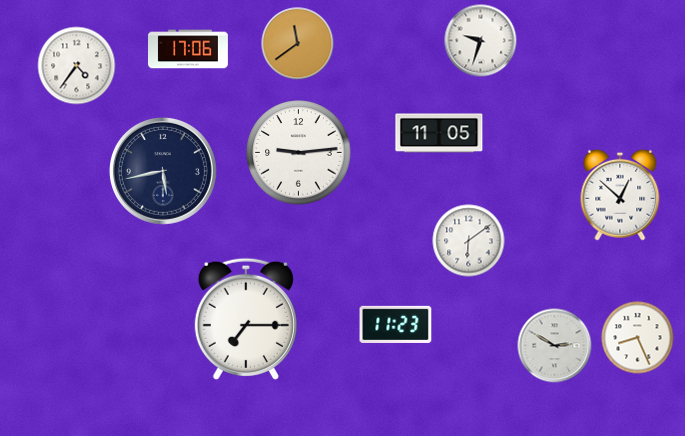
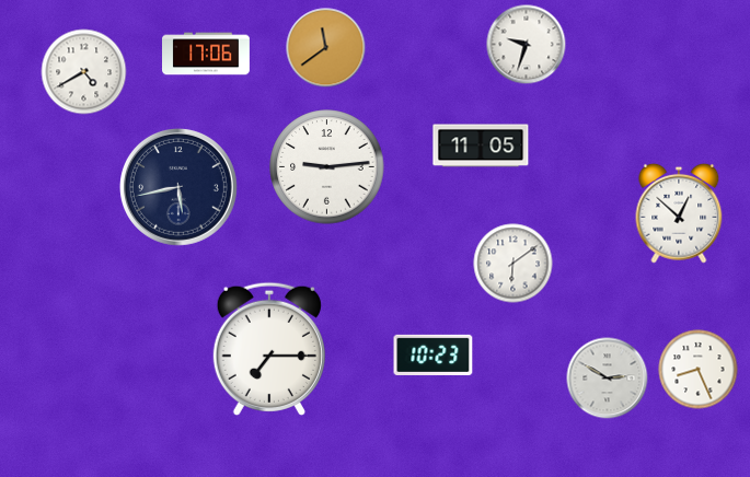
clock at (77, 66): 4:36 -> 4:40
clock at (396, 324): 11:23 -> 10:23
